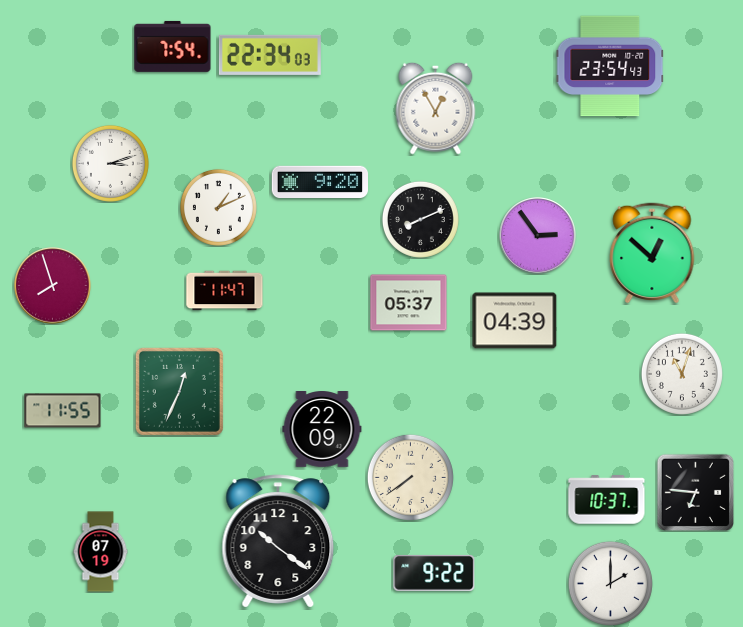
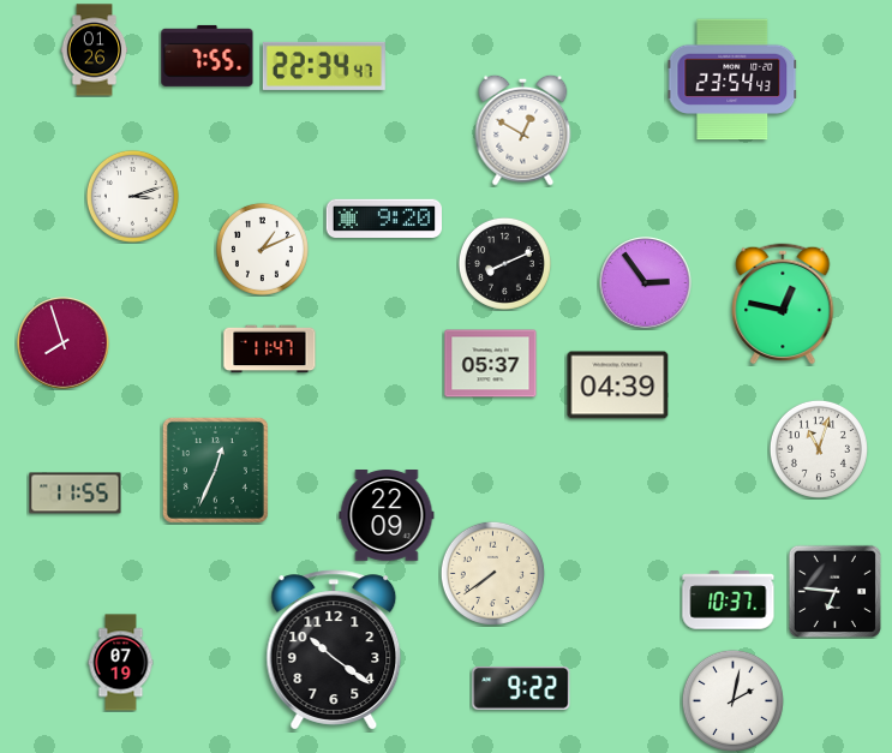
clock at (95, 50): none -> 01:26
clock at (173, 46): 7:54 -> 7:55
clock at (270, 55): 22:34:03 -> 22:34:47
clock at (436, 108): 12:55 -> 12:50
clock at (652, 253): 12:52 -> 12:47
clock at (610, 583): 2:00 -> 2:02
